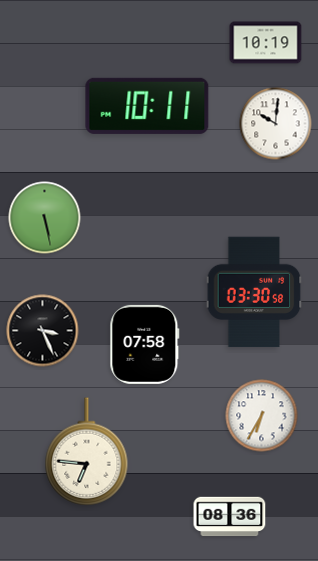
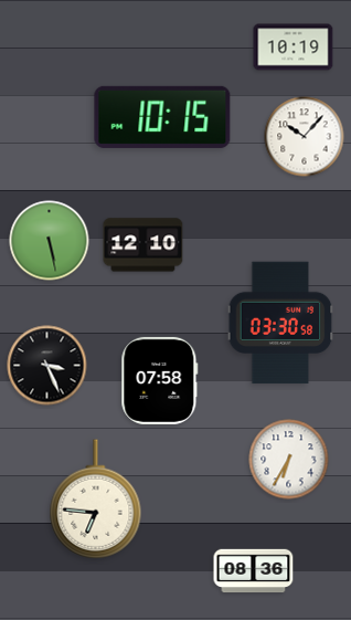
clock at (147, 106): 10:11 -> 10:15
clock at (276, 124): 10:01 -> 10:07
clock at (143, 245): none -> 12:10
